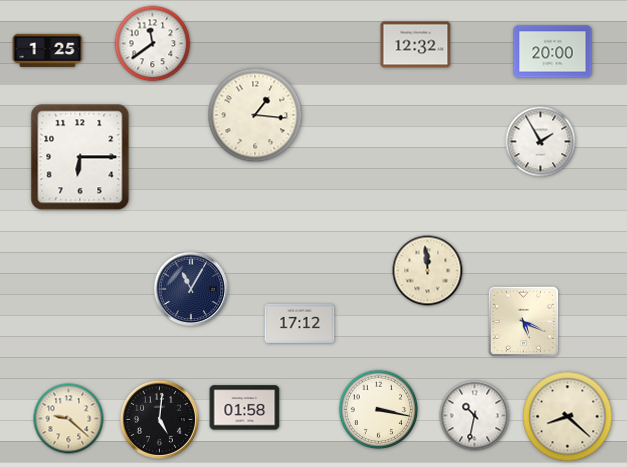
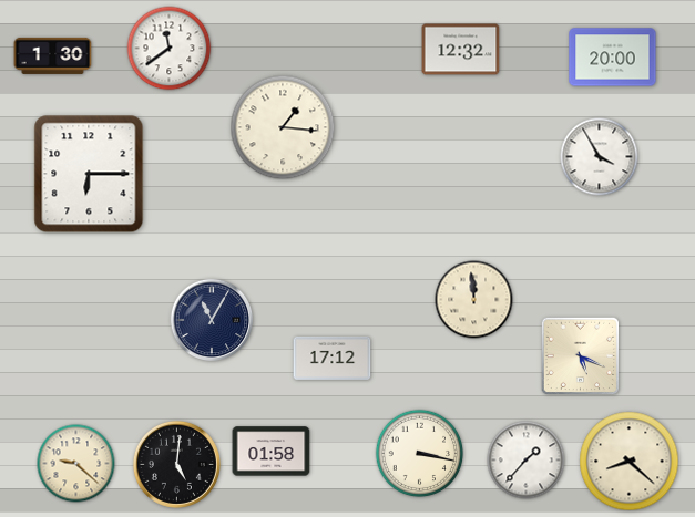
clock at (48, 50): 1:25 -> 1:30
clock at (541, 142): 1:55 -> 3:55
clock at (475, 416): 10:32 -> 1:37
